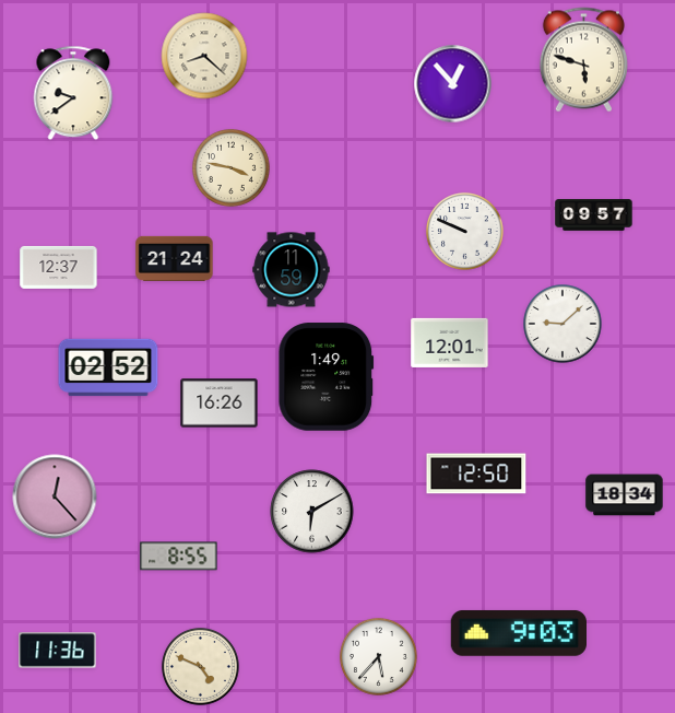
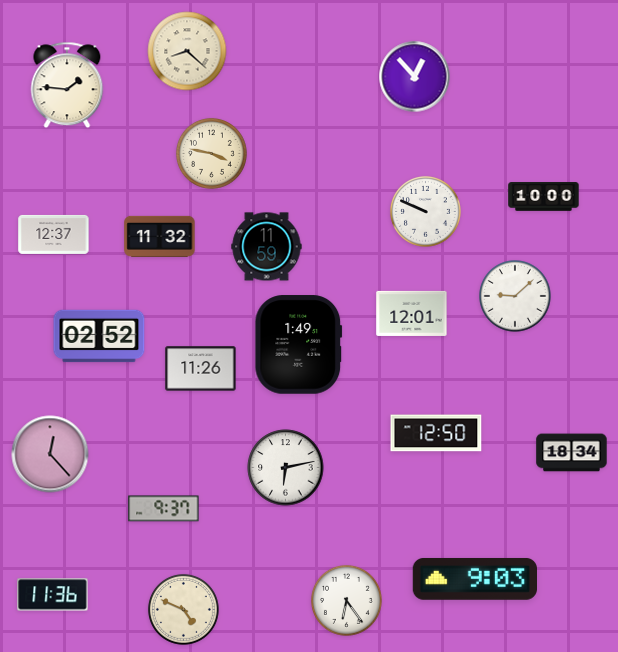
clock at (583, 60): 5:48 -> none
clock at (73, 93): 9:39 -> 1:46
clock at (594, 215): 09:57 -> 10:00
clock at (175, 258): 21:24 -> 11:32
clock at (59, 267) position: (59, 267) -> (54, 234)
clock at (220, 404): 16:26 -> 11:26
clock at (312, 512): 6:10 -> 6:13
clock at (179, 557): 8:55 -> 9:37
clock at (378, 656): 5:37 -> 6:24
